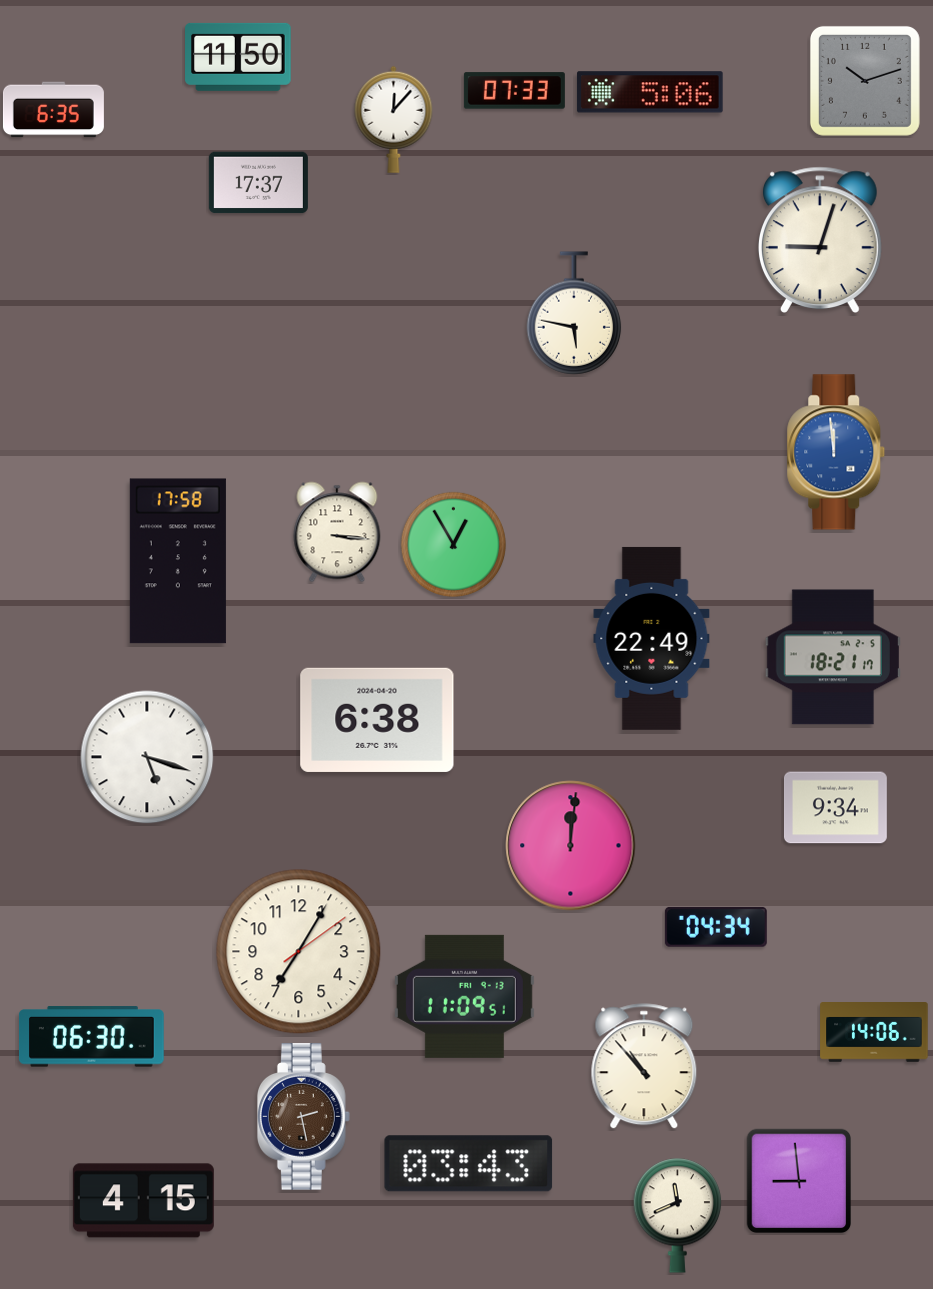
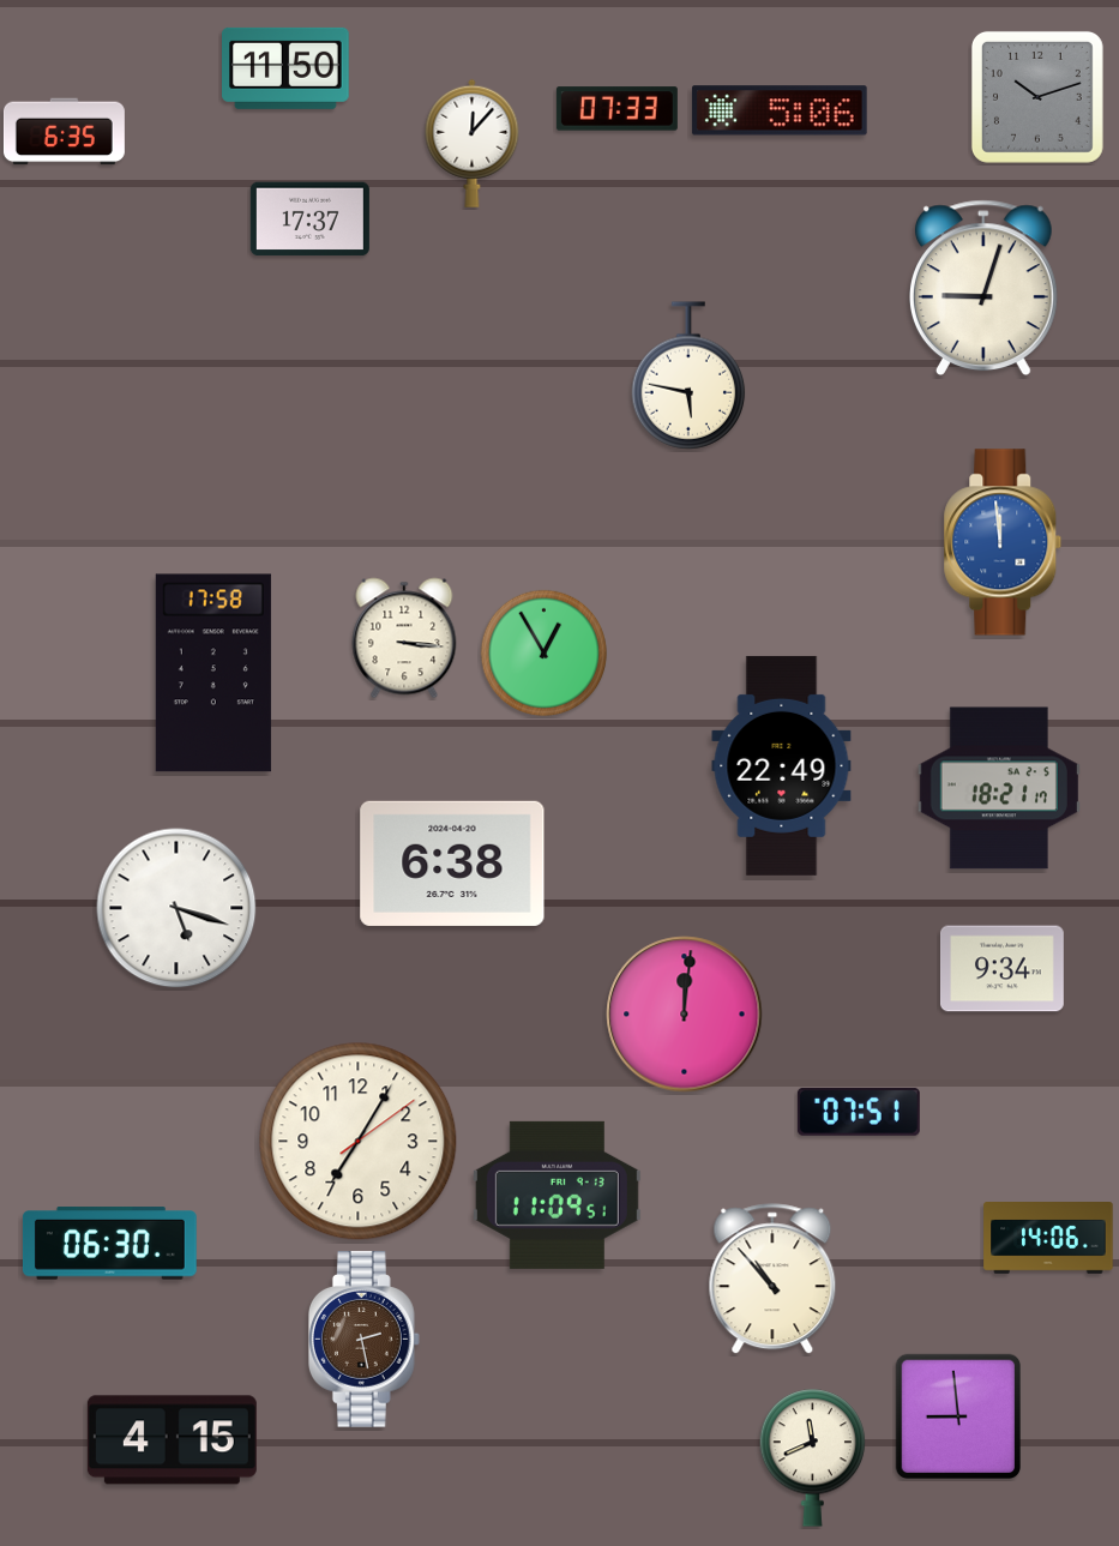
clock at (716, 927): 04:34 -> 07:51
clock at (469, 1164): 03:43 -> none
